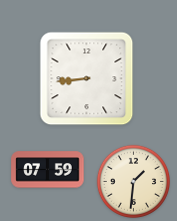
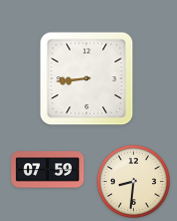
clock at (133, 181): 1:31 -> 8:31
